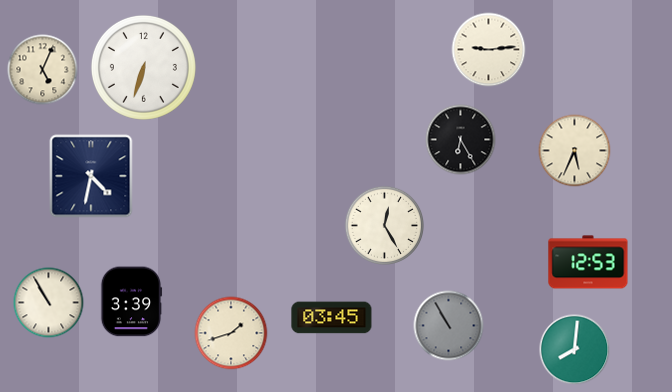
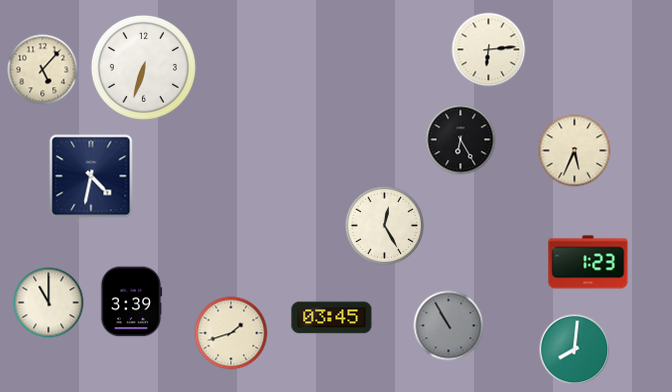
clock at (489, 50): 9:14 -> 6:14
clock at (43, 70): 5:04 -> 5:07
clock at (588, 262): 12:53 -> 1:23
clock at (49, 303): 10:55 -> 11:00
